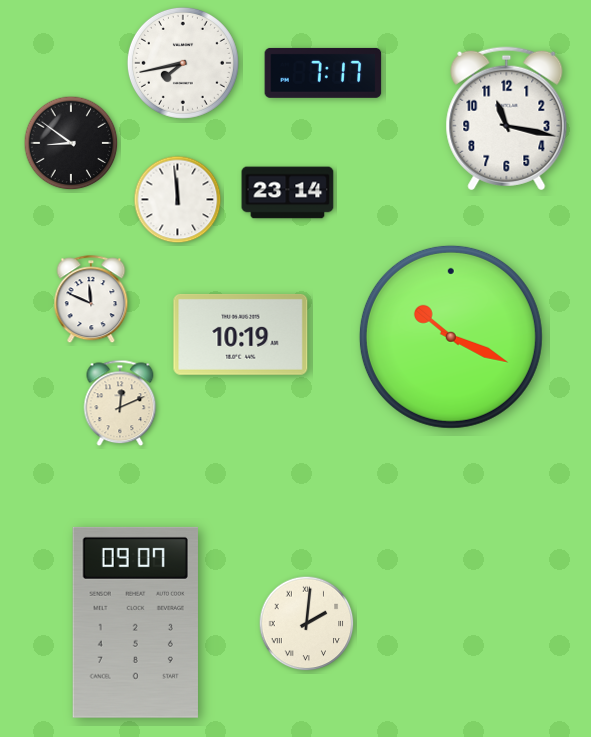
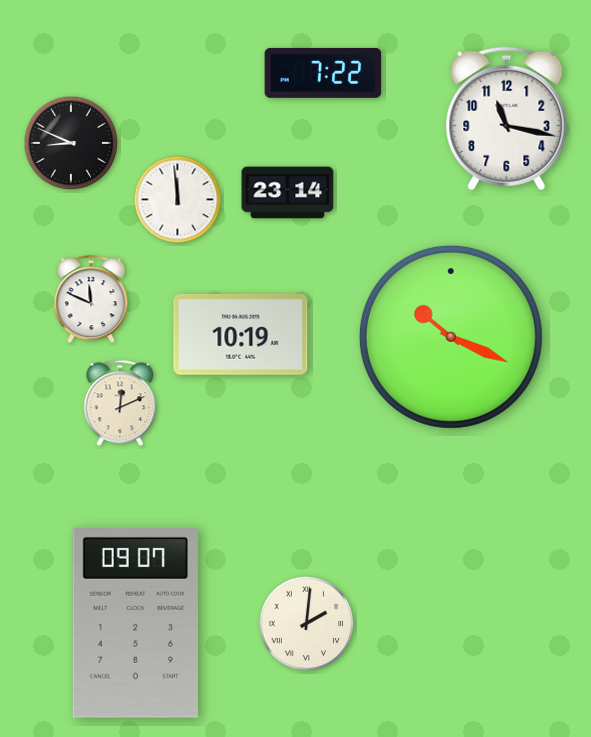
clock at (183, 63): 7:43 -> none
clock at (323, 73): 7:17 -> 7:22
clock at (71, 143): 8:51 -> 8:49
